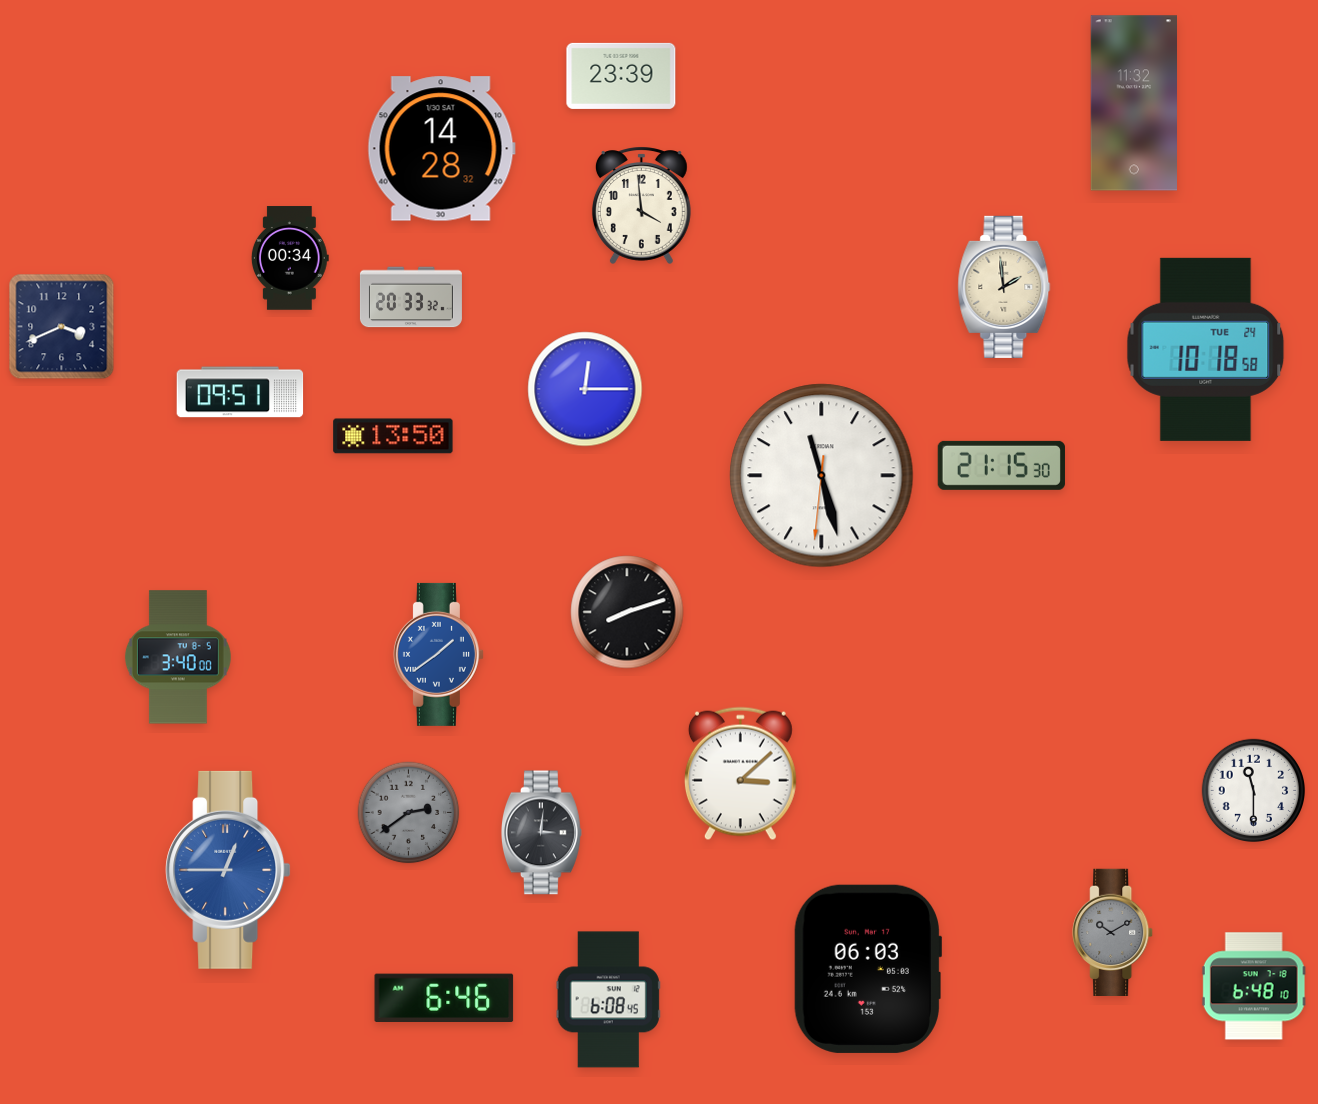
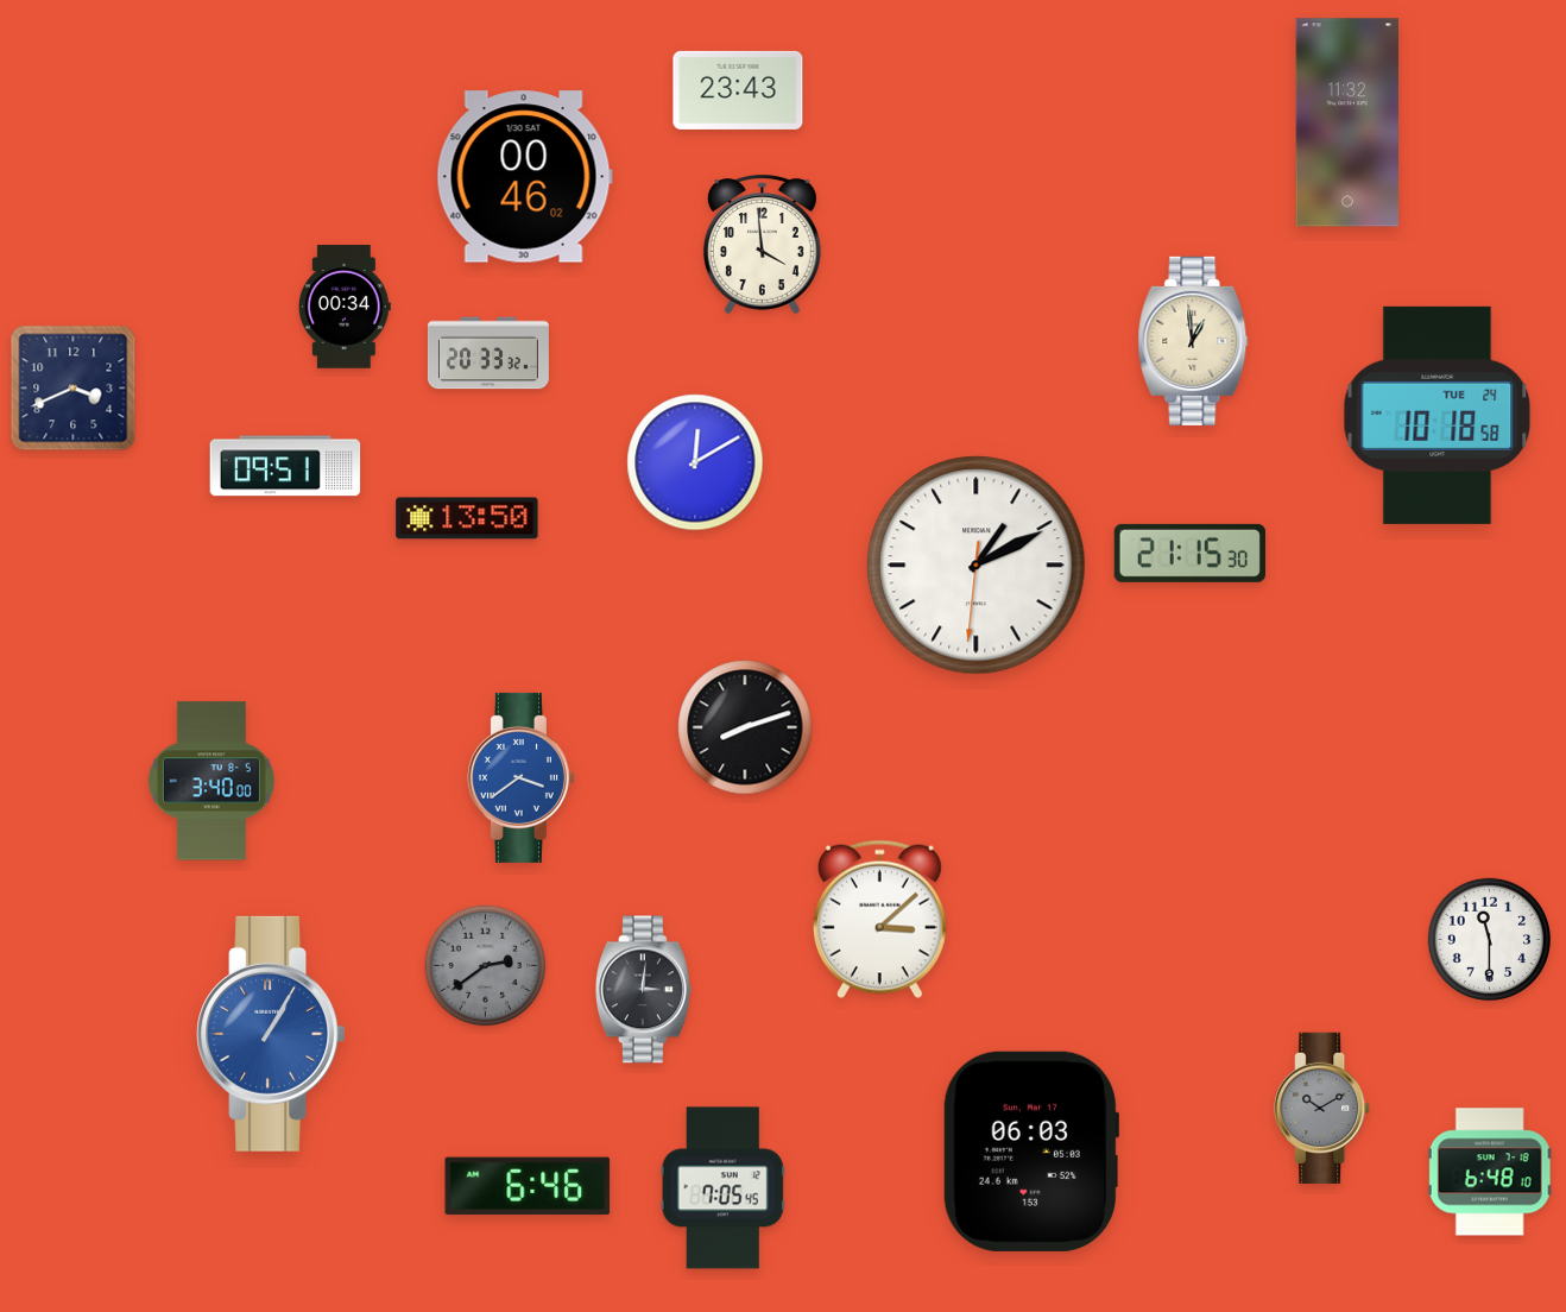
clock at (621, 76): 23:39 -> 23:43
clock at (441, 149): 14:28 -> 00:46
clock at (1004, 287): 1:59 -> 12:59
clock at (1206, 349) position: (1206, 349) -> (1438, 415)
clock at (585, 389): 12:15 -> 12:10
clock at (822, 476): 11:27 -> 1:10
clock at (438, 654): 1:39 -> 3:39
clock at (228, 870): 12:45 -> 1:05
clock at (608, 1000): 6:08 -> 7:05
